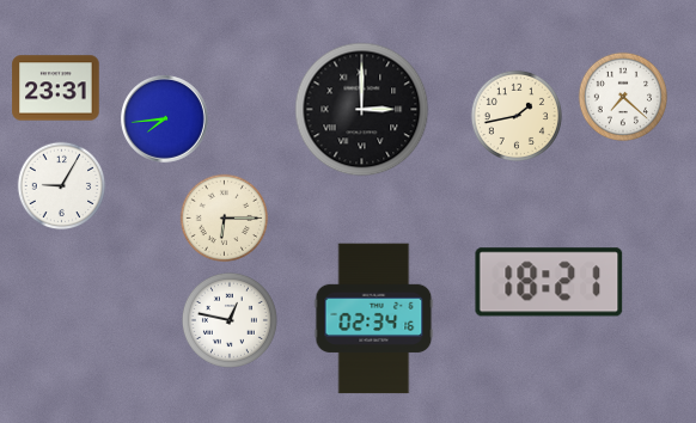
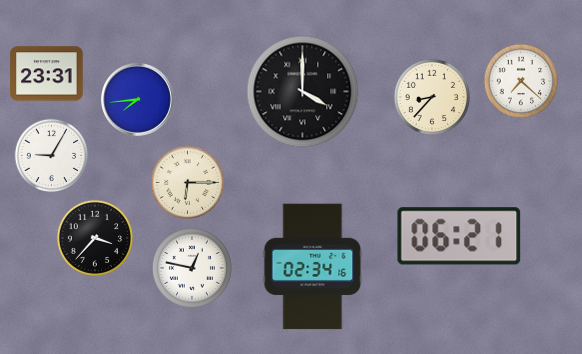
clock at (362, 110): 3:00 -> 4:00
clock at (517, 116): 1:43 -> 8:37
clock at (549, 282): 18:21 -> 06:21
clock at (95, 238): none -> 3:37
